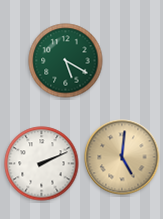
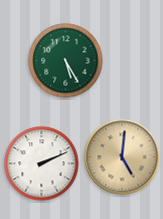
clock at (66, 61): 5:20 -> 5:25
